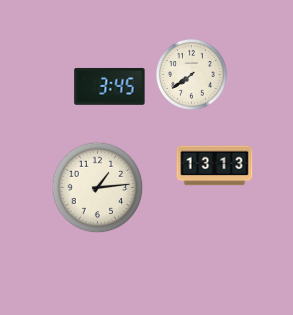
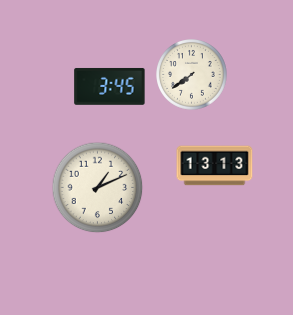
clock at (98, 188): 1:14 -> 1:11
